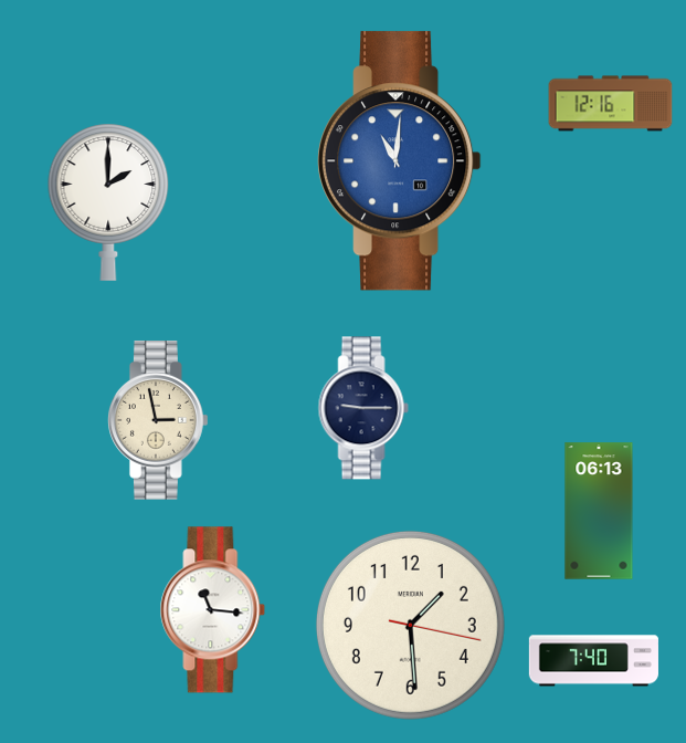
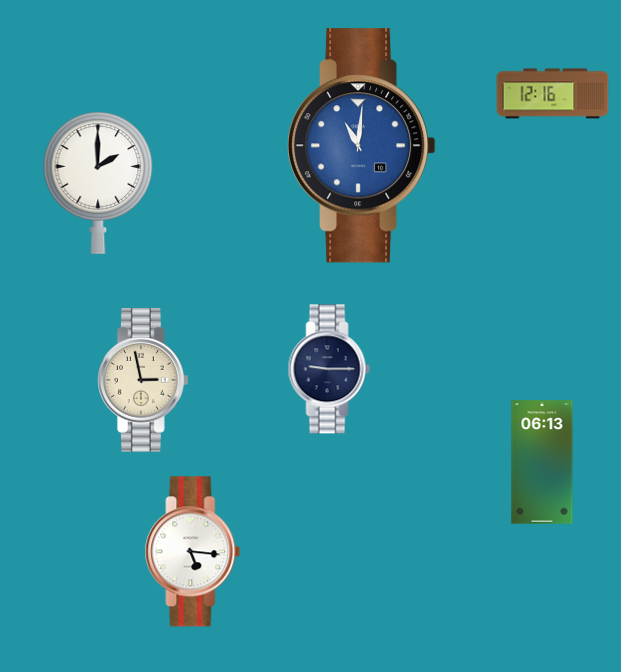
clock at (213, 610): 11:16 -> 5:16
clock at (410, 625): 1:29 -> none
clock at (593, 661): 7:40 -> none
